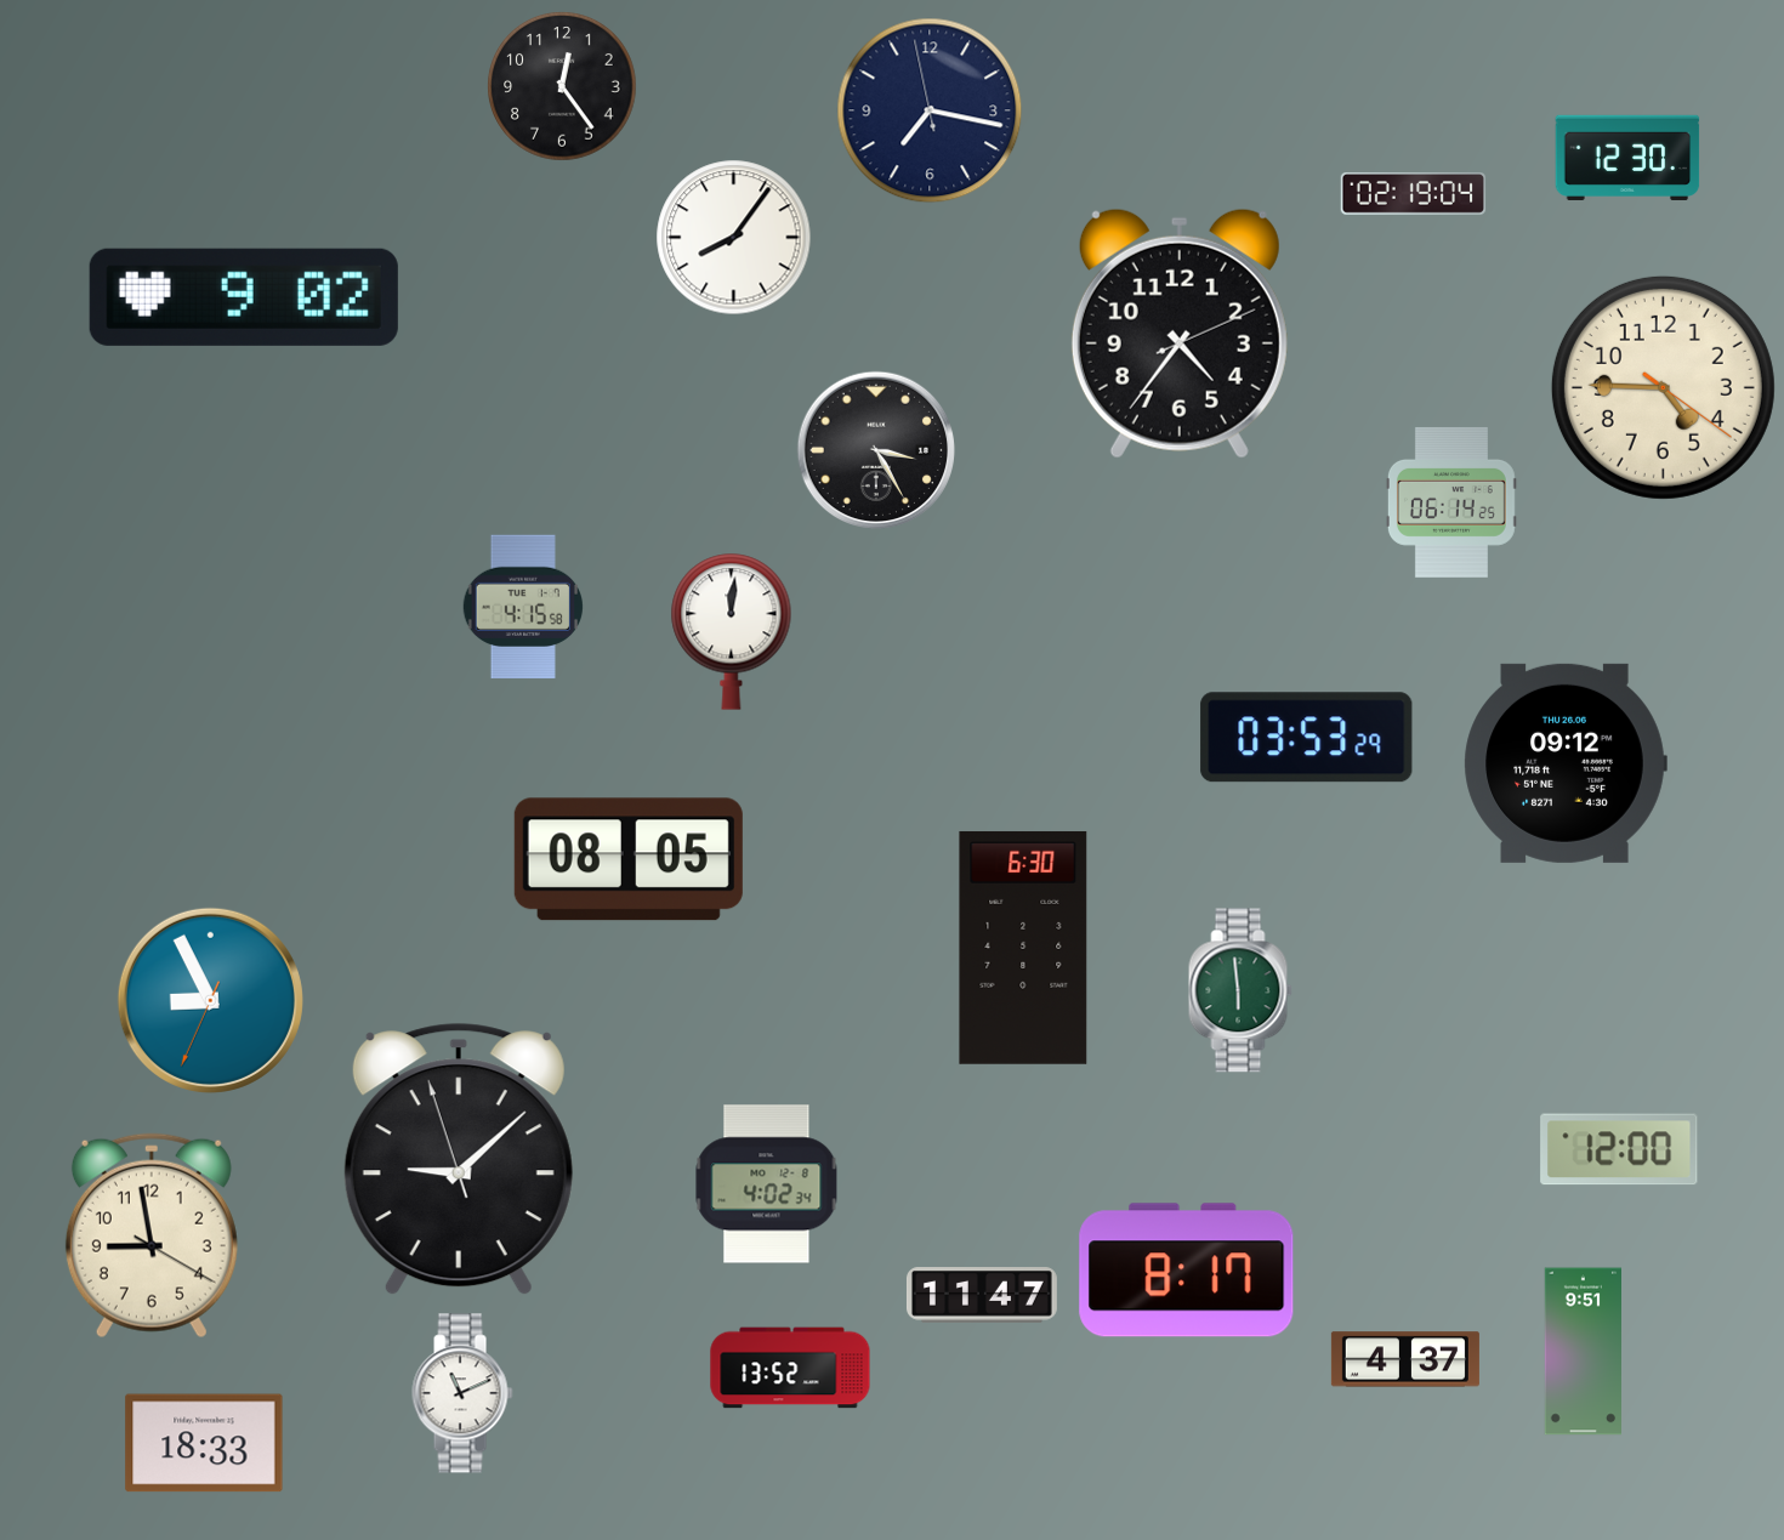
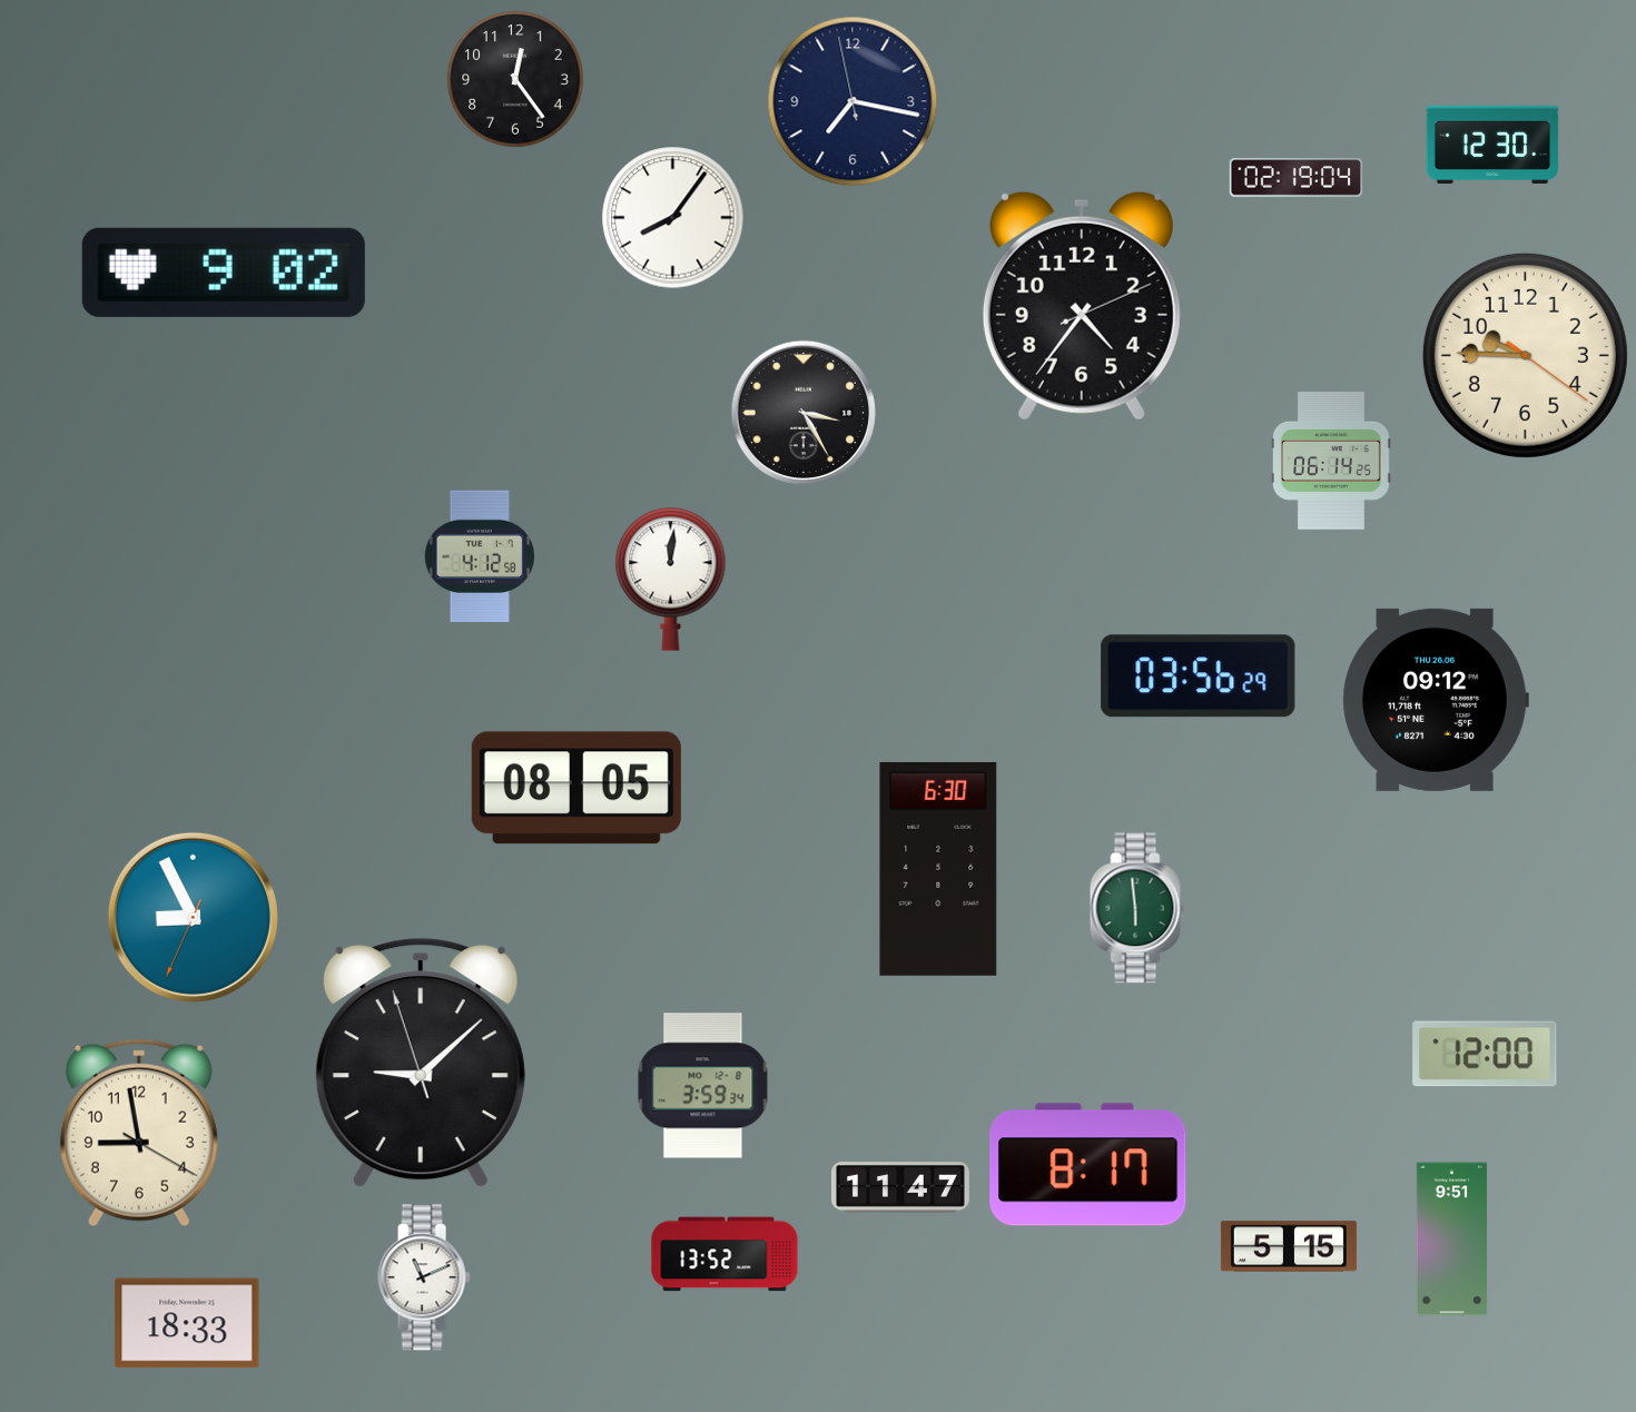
clock at (1663, 387): 4:45 -> 9:45
clock at (522, 607): 4:15 -> 4:12
clock at (1307, 738): 03:53 -> 03:56
clock at (767, 1184): 4:02 -> 3:59
clock at (1405, 1359): 4:37 -> 5:15
